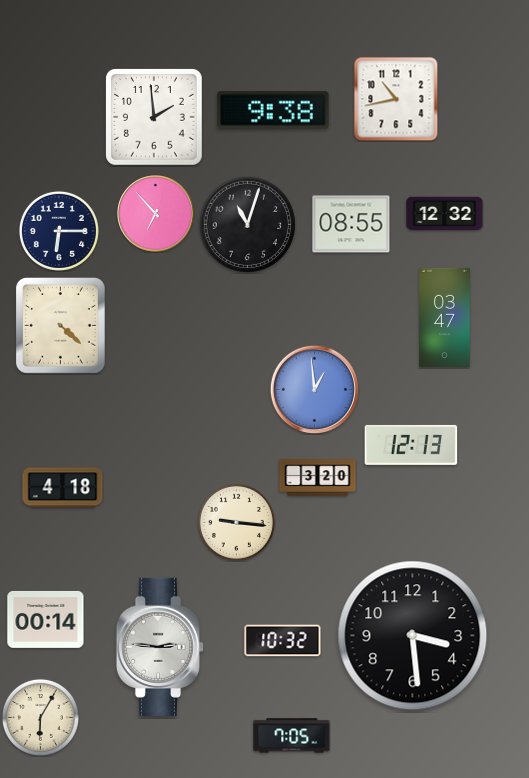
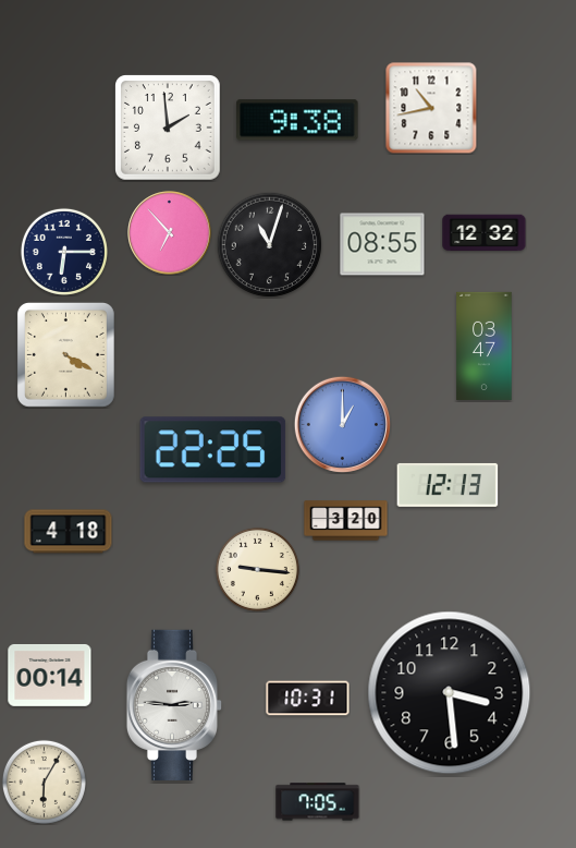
clock at (60, 326): 4:22 -> 4:20
clock at (314, 389): 12:59 -> 1:00
clock at (213, 450): none -> 22:25
clock at (283, 641): 10:32 -> 10:31
